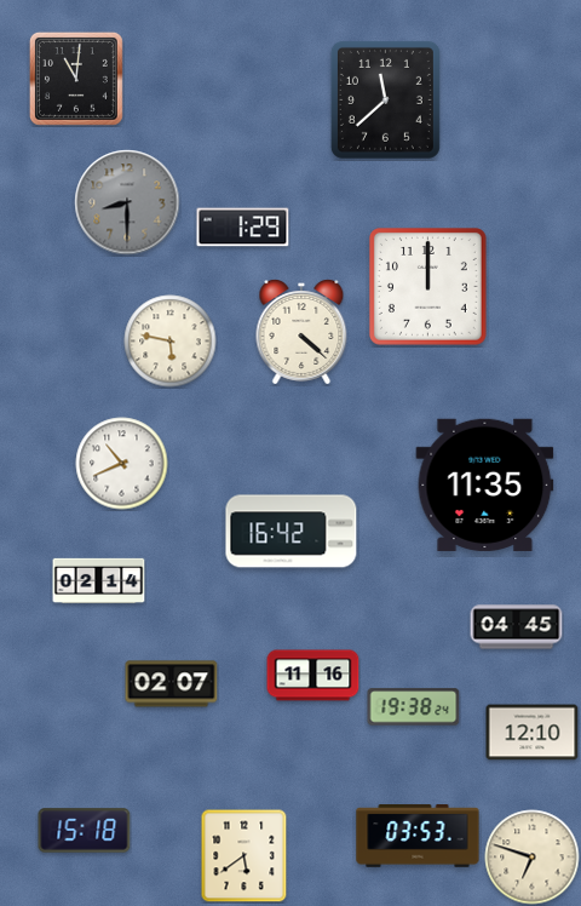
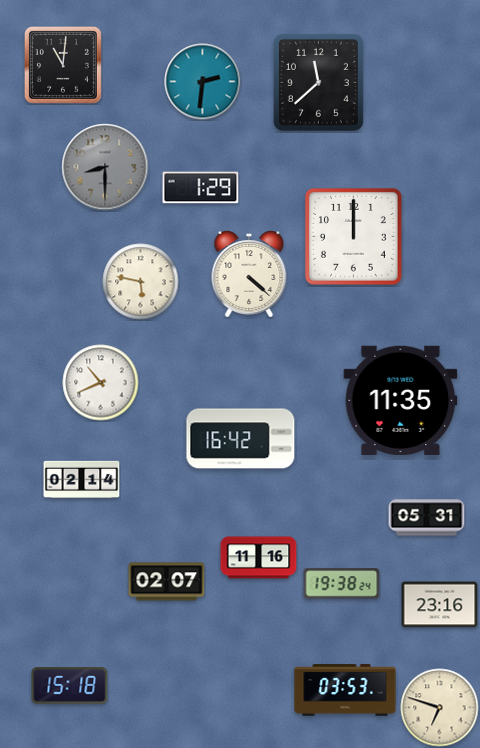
clock at (203, 82): none -> 2:31
clock at (517, 627): 04:45 -> 05:31
clock at (172, 684) position: (172, 684) -> (167, 582)
clock at (533, 733): 12:10 -> 23:16
clock at (245, 855): 5:39 -> none
